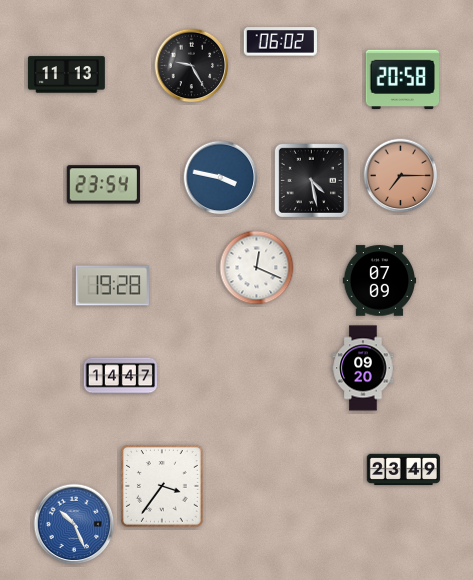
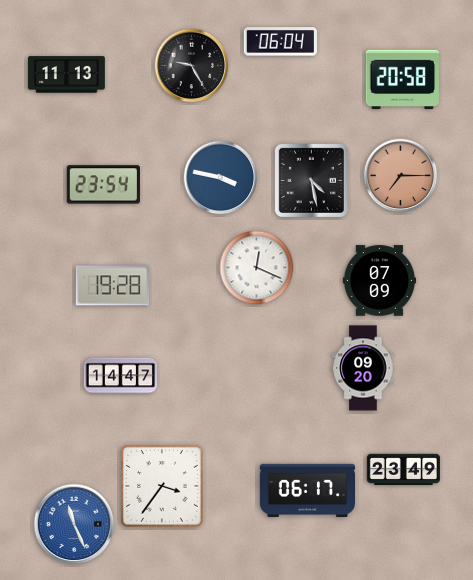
clock at (280, 42): 06:02 -> 06:04
clock at (307, 490): none -> 06:17
clock at (74, 524): 10:26 -> 11:26
